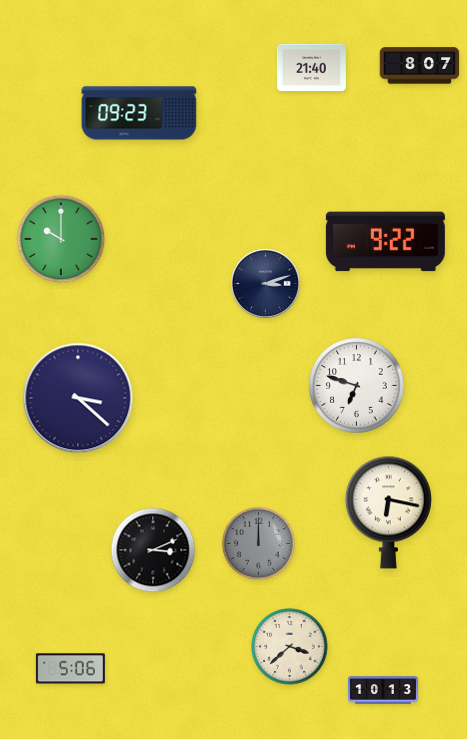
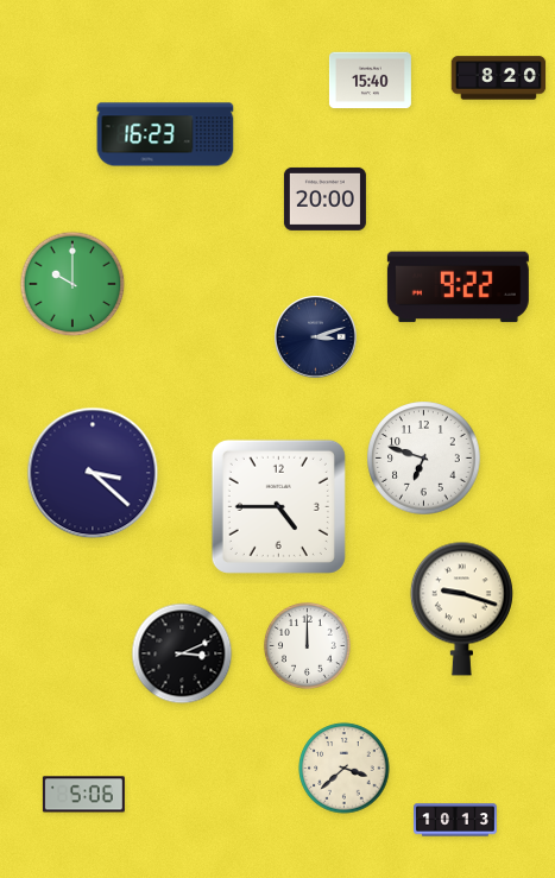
clock at (420, 66): 8:07 -> 8:20
clock at (311, 68): 21:40 -> 15:40
clock at (139, 113): 09:23 -> 16:23
clock at (324, 198): none -> 20:00
clock at (278, 506): none -> 4:45
clock at (388, 512): 6:17 -> 9:18
clock at (258, 543) dial: grey -> white
